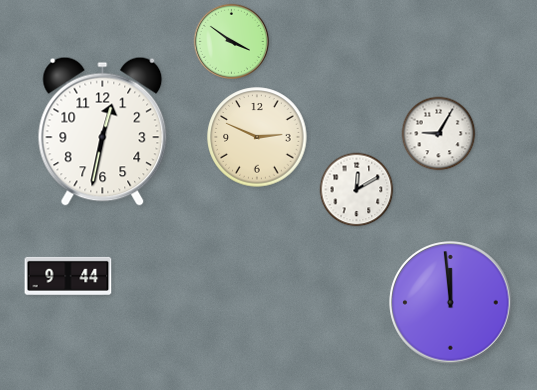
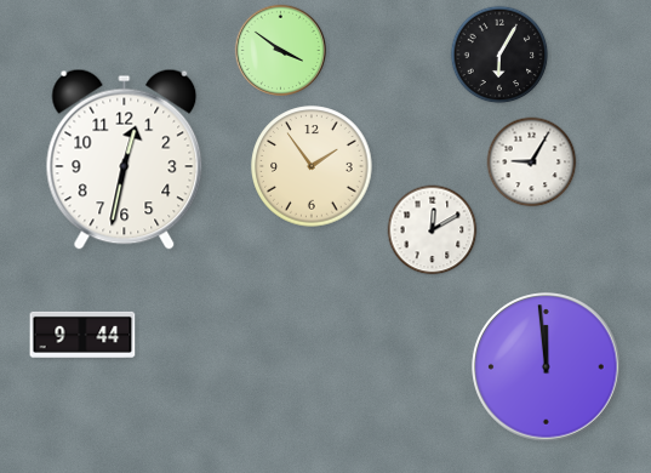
clock at (499, 55): none -> 6:05
clock at (257, 137): 2:49 -> 1:54
